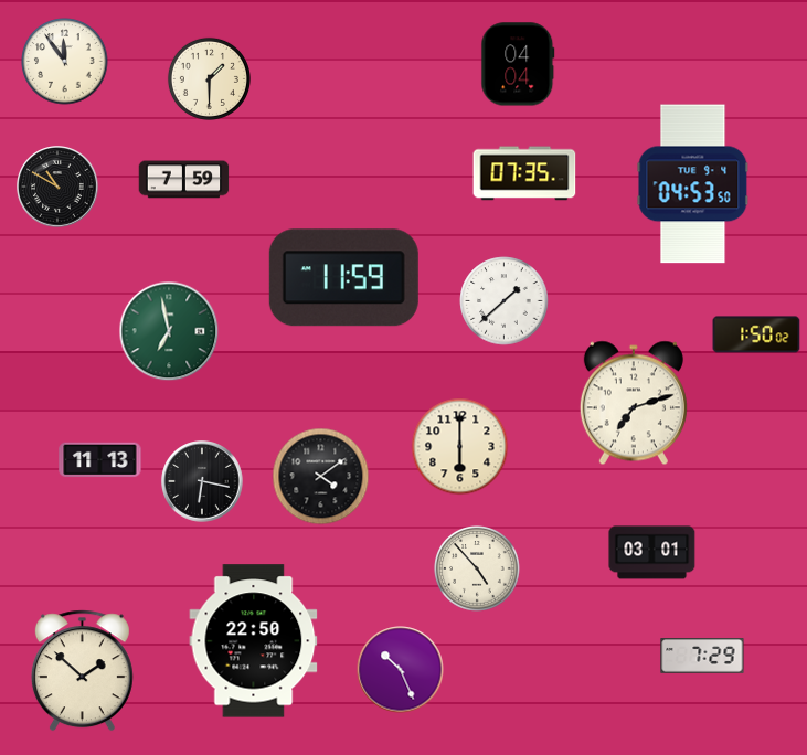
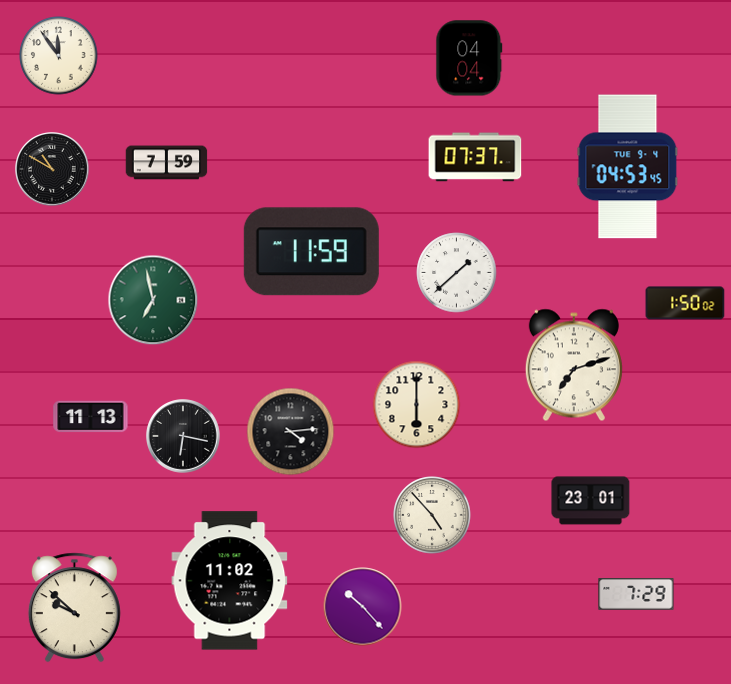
clock at (209, 78): 1:30 -> none
clock at (524, 173): 07:35 -> 07:37
clock at (693, 184): 04:53:50 -> 04:53:45
clock at (321, 477): 4:09 -> 4:14
clock at (652, 553): 03:01 -> 23:01
clock at (254, 641): 22:50 -> 11:02
clock at (401, 670): 10:26 -> 10:23
clock at (82, 671): 1:52 -> 9:52
